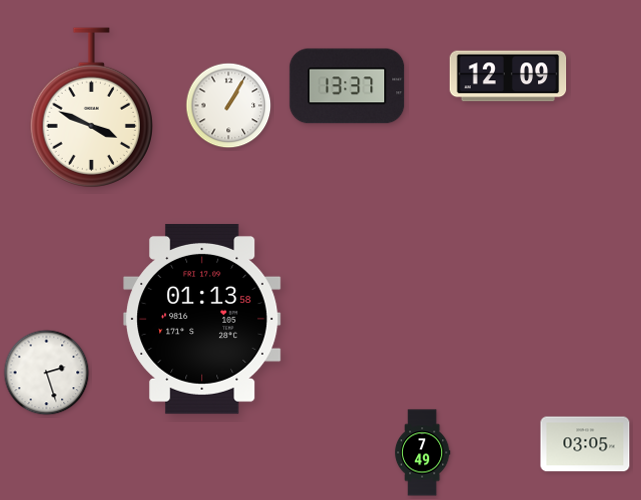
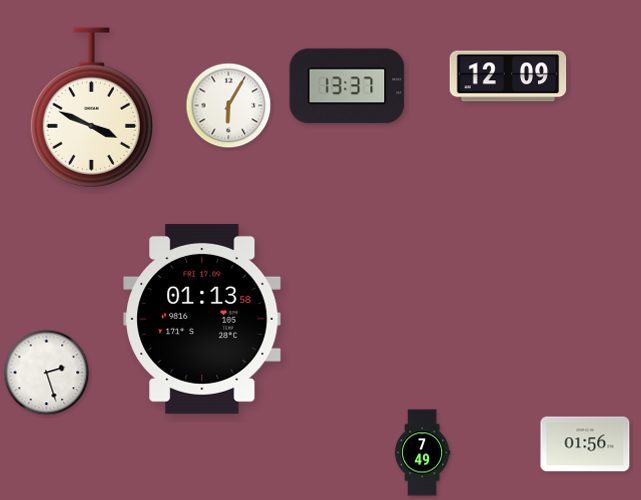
clock at (229, 106): 1:05 -> 6:05
clock at (585, 444): 03:05 -> 01:56
